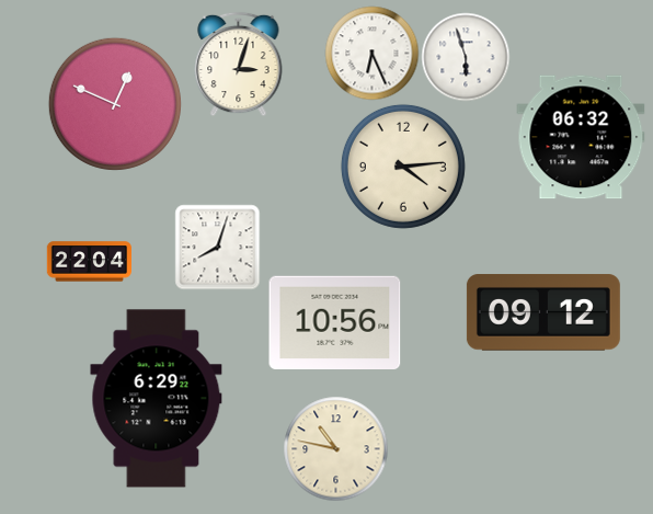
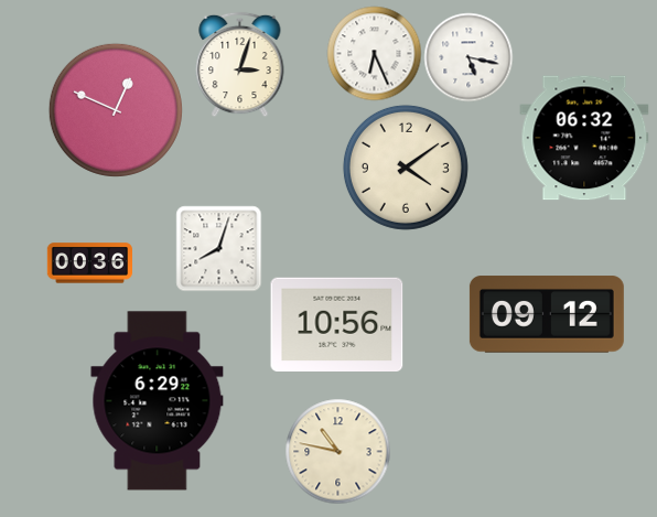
clock at (466, 57): 5:57 -> 5:17
clock at (115, 104) position: (115, 104) -> (116, 110)
clock at (403, 167): 4:14 -> 4:09
clock at (89, 262): 22:04 -> 00:36
